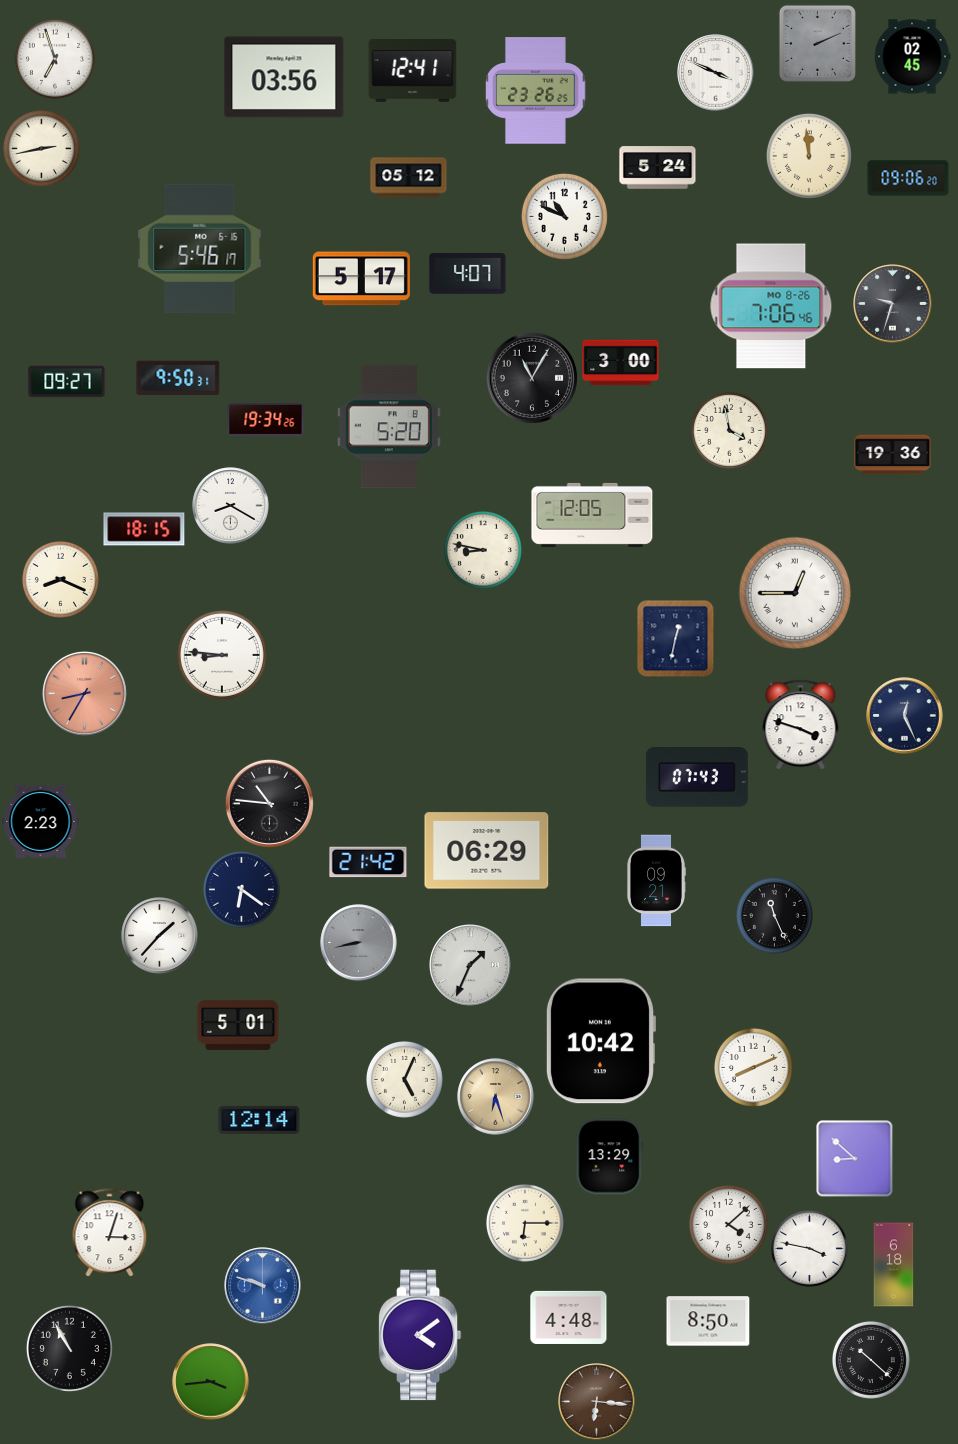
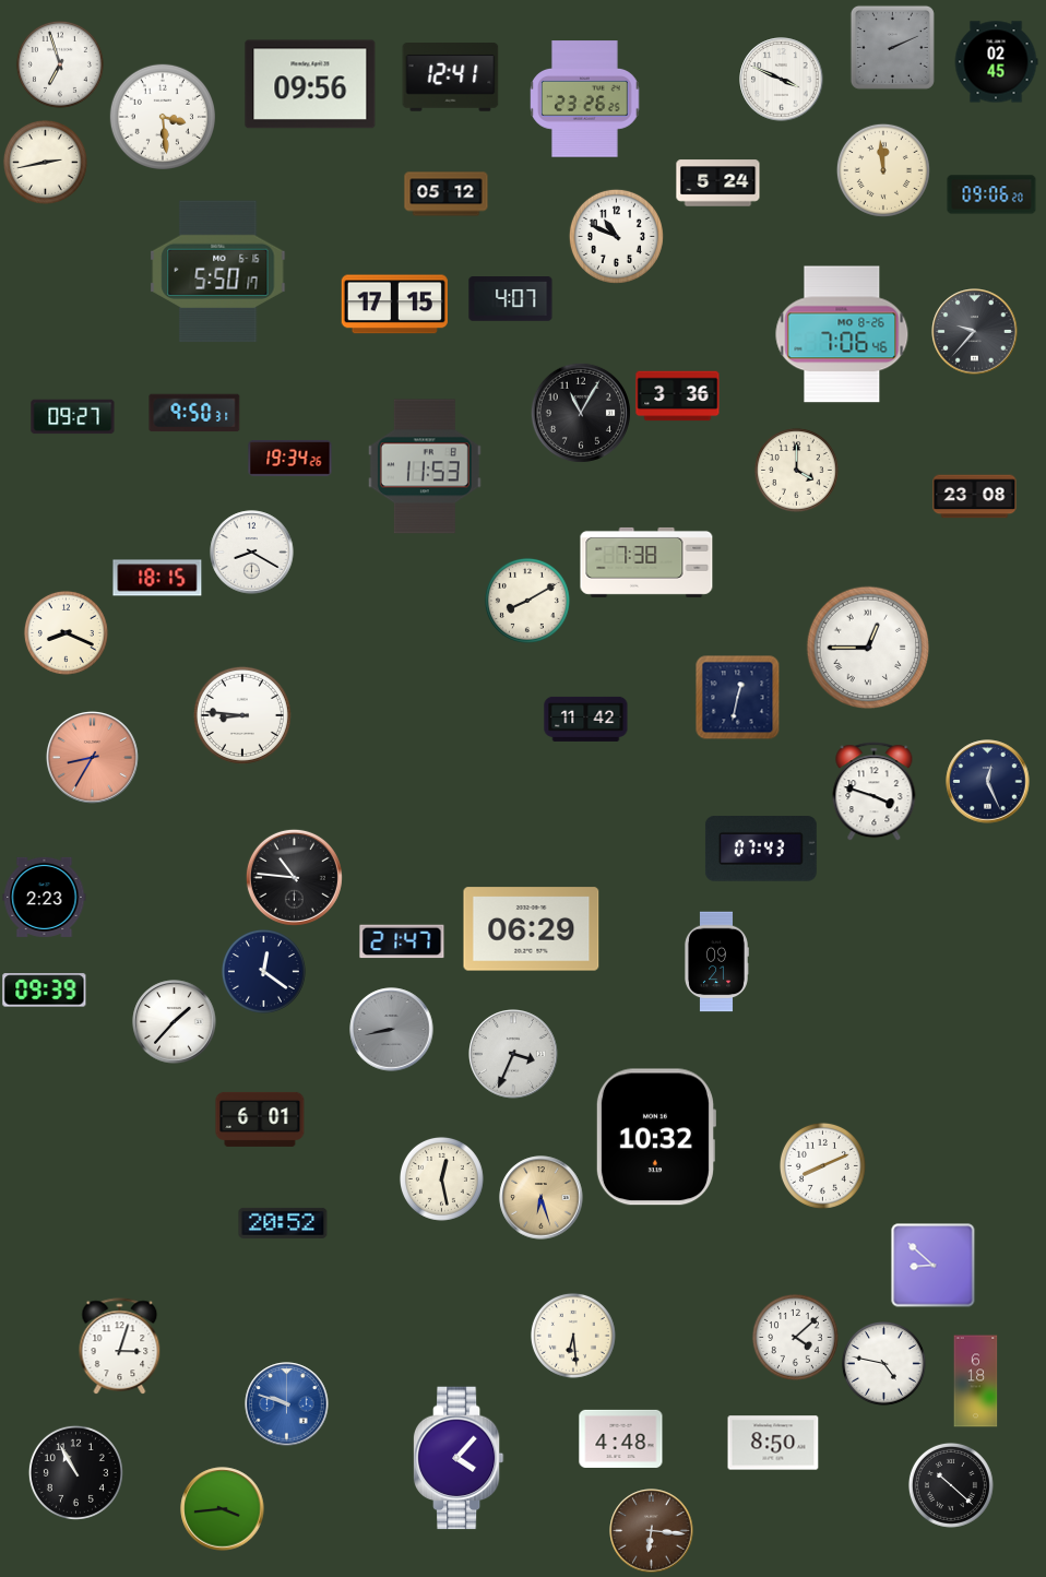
clock at (284, 77): 03:56 -> 09:56
clock at (163, 117): none -> 3:29
clock at (200, 249): 5:46 -> 5:50
clock at (361, 279): 5:17 -> 17:15
clock at (893, 304): 9:33 -> 9:37
clock at (621, 363): 3:00 -> 3:36
clock at (389, 427): 5:20 -> 11:53
clock at (729, 430): 3:58 -> 4:00
clock at (893, 455): 19:36 -> 23:08
clock at (592, 515): 12:05 -> 7:38
clock at (483, 550): 8:47 -> 8:10
clock at (586, 719): none -> 11:42
clock at (368, 862): 21:42 -> 21:47
clock at (241, 889): 6:21 -> 12:21
clock at (45, 991): none -> 09:39
clock at (774, 915): 11:26 -> none
clock at (471, 966): 1:34 -> 3:34
clock at (238, 1025): 5:01 -> 6:01
clock at (600, 1041): 10:42 -> 10:32
clock at (404, 1079): 5:04 -> 12:28
clock at (259, 1120): 12:14 -> 20:52
clock at (610, 1157): 13:29 -> none
clock at (525, 1223): 6:15 -> 6:29
clock at (809, 1248): 3:47 -> 4:47
clock at (420, 1335): 4:09 -> 4:07
clock at (211, 1382) position: (211, 1382) -> (223, 1509)
